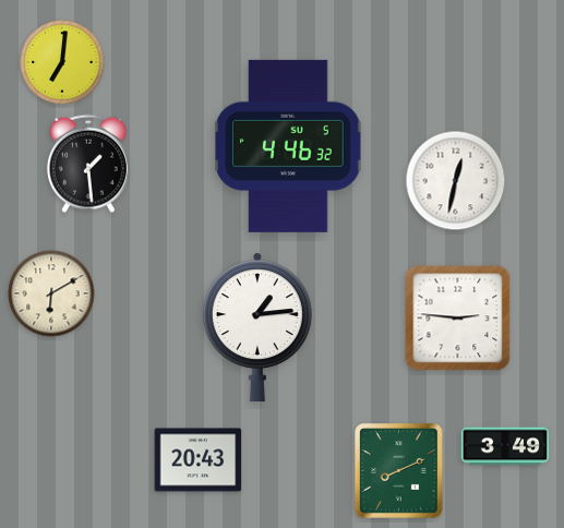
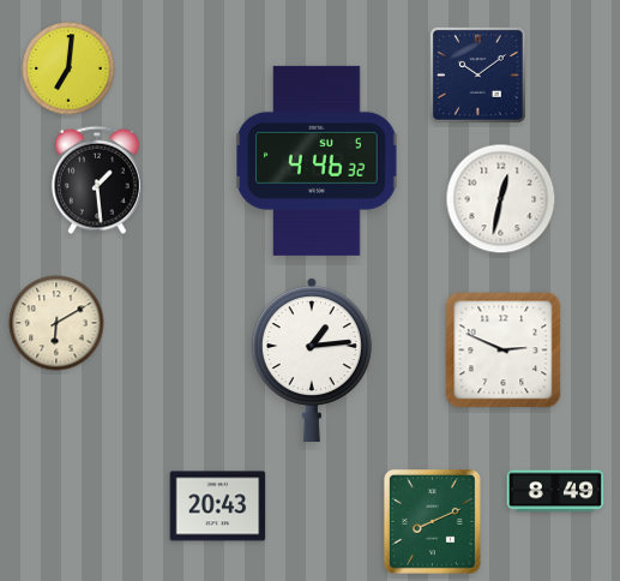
clock at (478, 76): none -> 10:09
clock at (458, 319): 2:46 -> 2:49
clock at (257, 327) position: (257, 327) -> (312, 360)
clock at (505, 446): 3:49 -> 8:49
clock at (399, 471) position: (399, 471) -> (433, 522)
